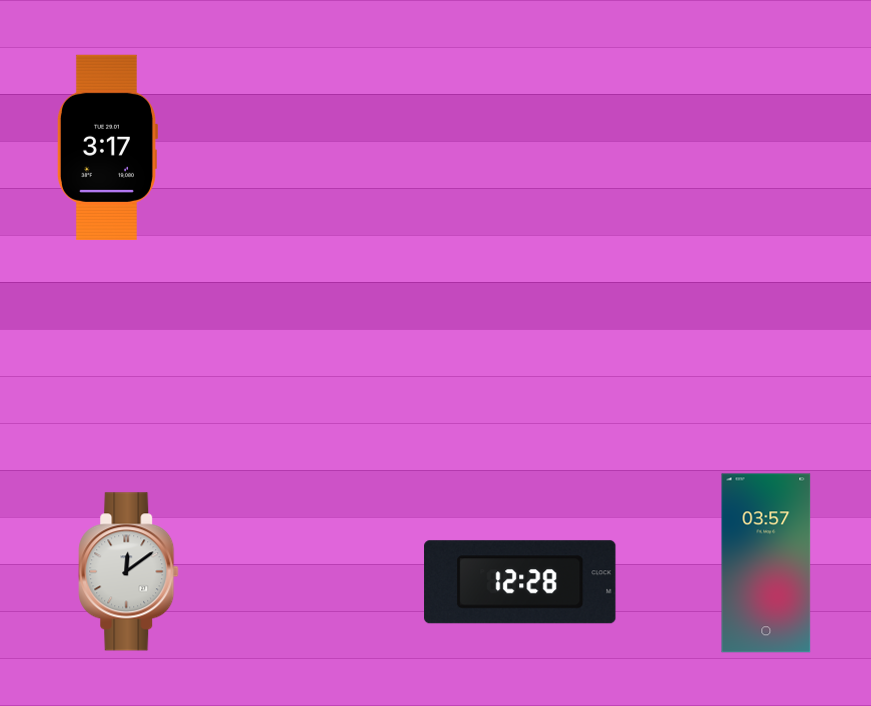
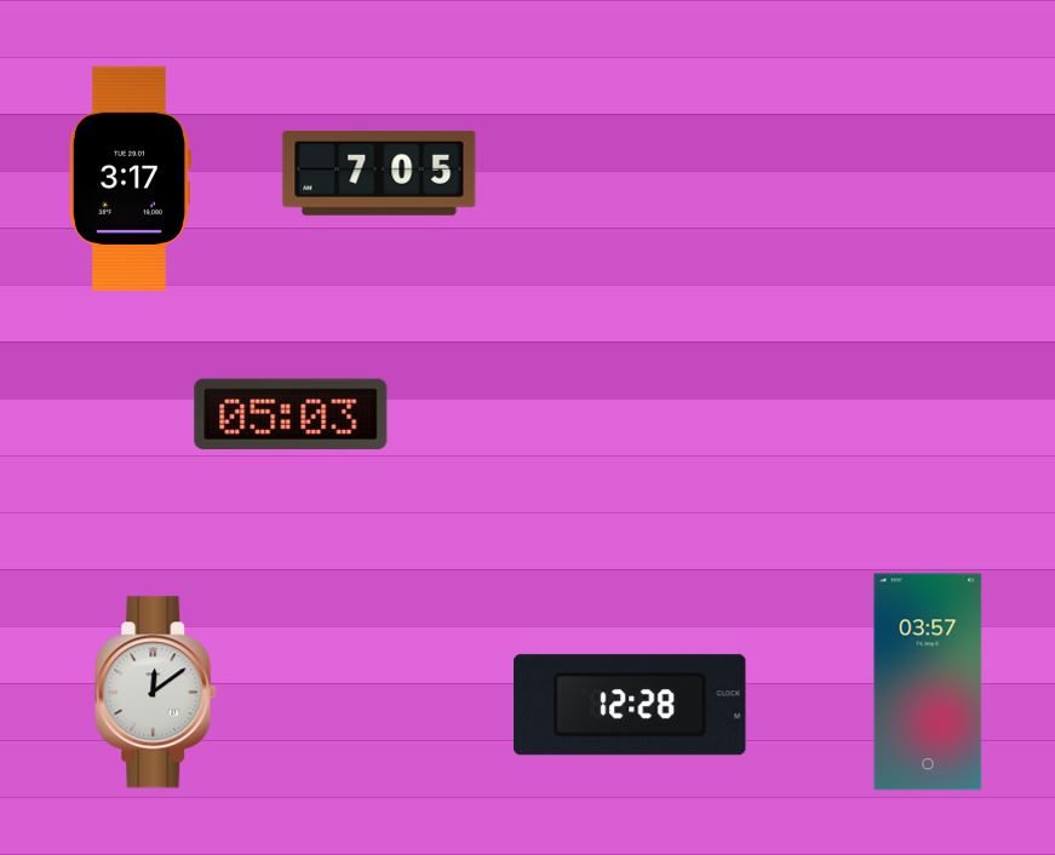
clock at (379, 173): none -> 7:05
clock at (291, 414): none -> 05:03
